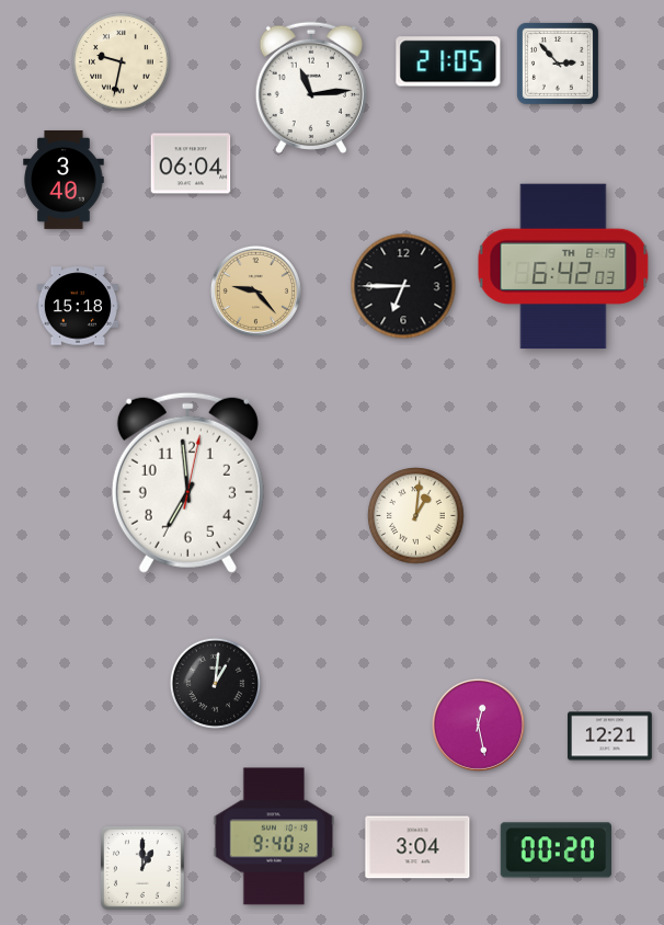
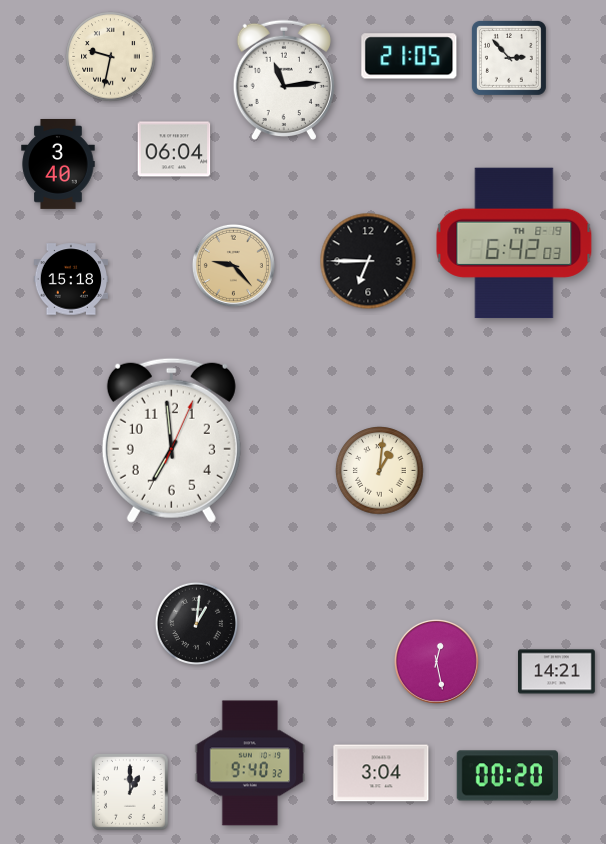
clock at (187, 482): 6:59:02 -> 6:59:04
clock at (610, 736): 12:21 -> 14:21
